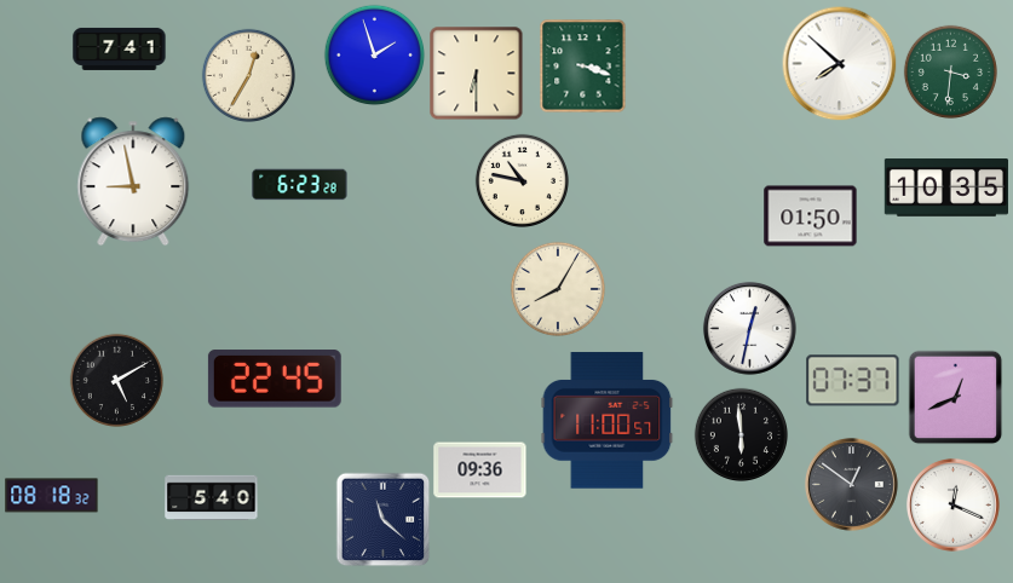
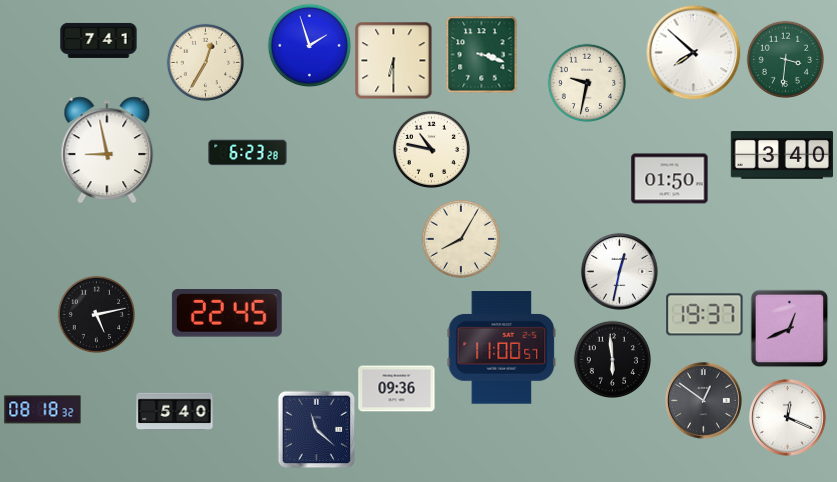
clock at (586, 82): none -> 9:32
clock at (133, 181) position: (133, 181) -> (107, 150)
clock at (945, 187): 10:35 -> 3:40
clock at (116, 380): 5:10 -> 5:13
clock at (853, 381): 07:37 -> 19:37
